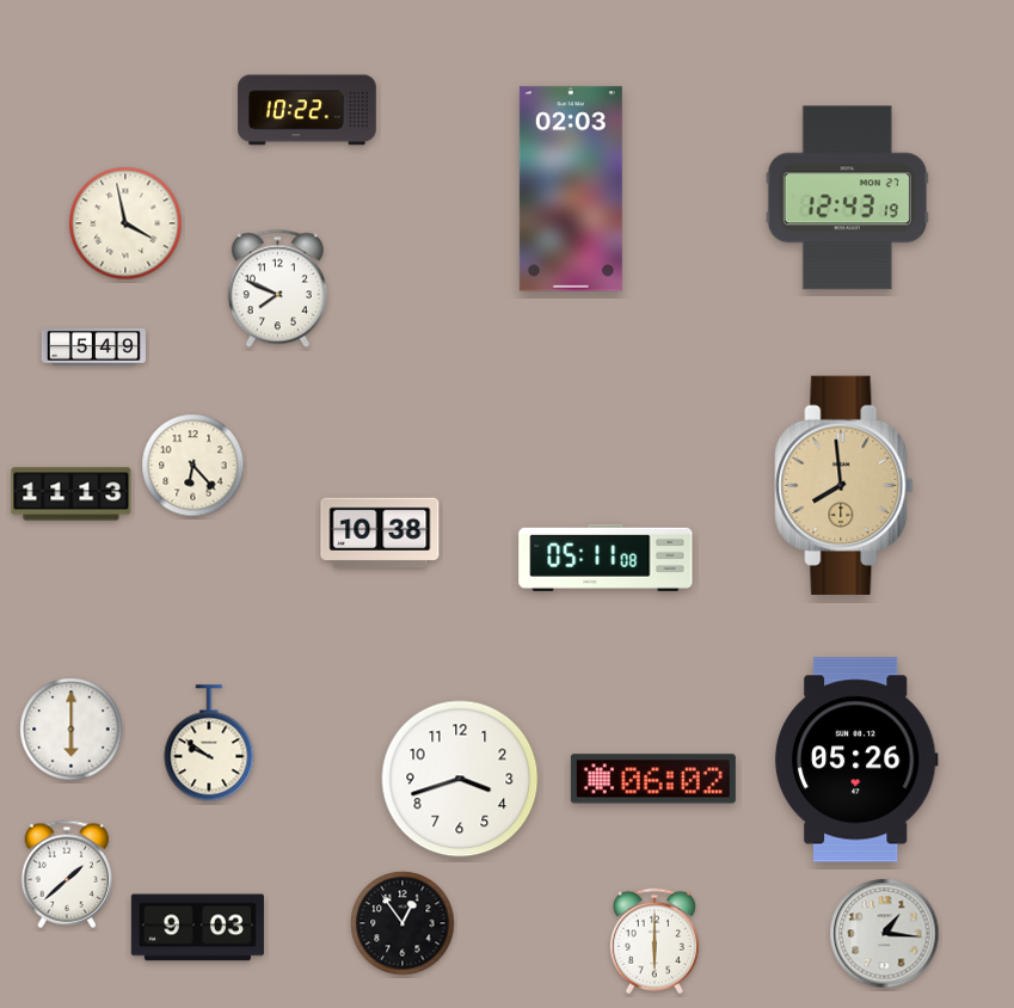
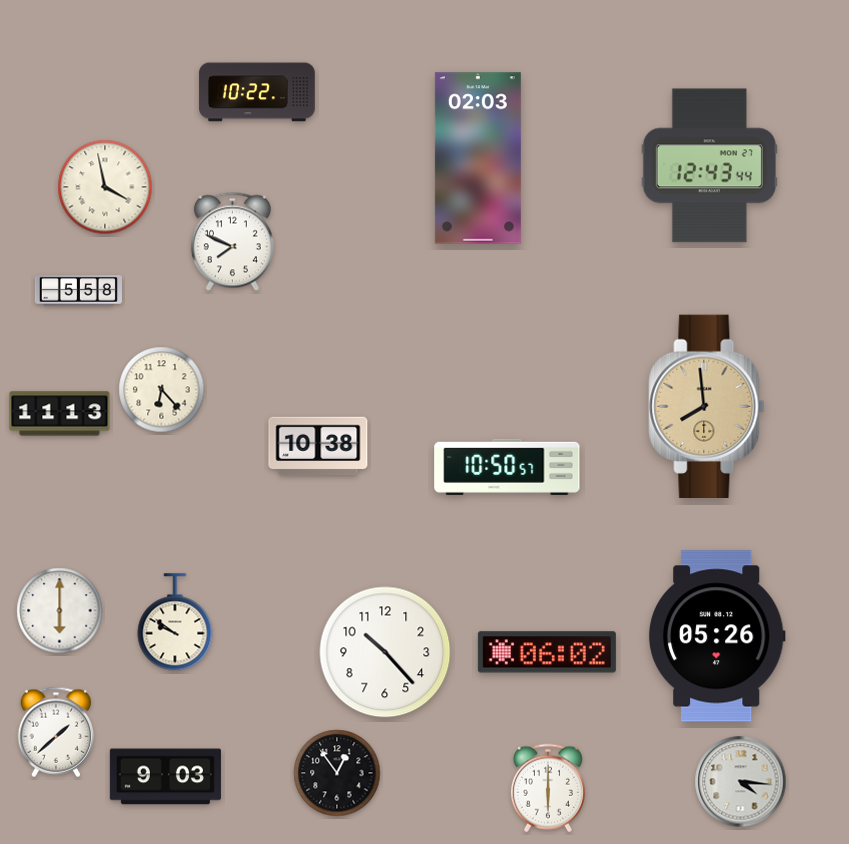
clock at (847, 198): 12:43:19 -> 12:43:44
clock at (93, 348): 5:49 -> 5:58
clock at (606, 558): 05:11 -> 10:50
clock at (460, 779): 3:42 -> 10:23
clock at (885, 934): 1:16 -> 4:16
